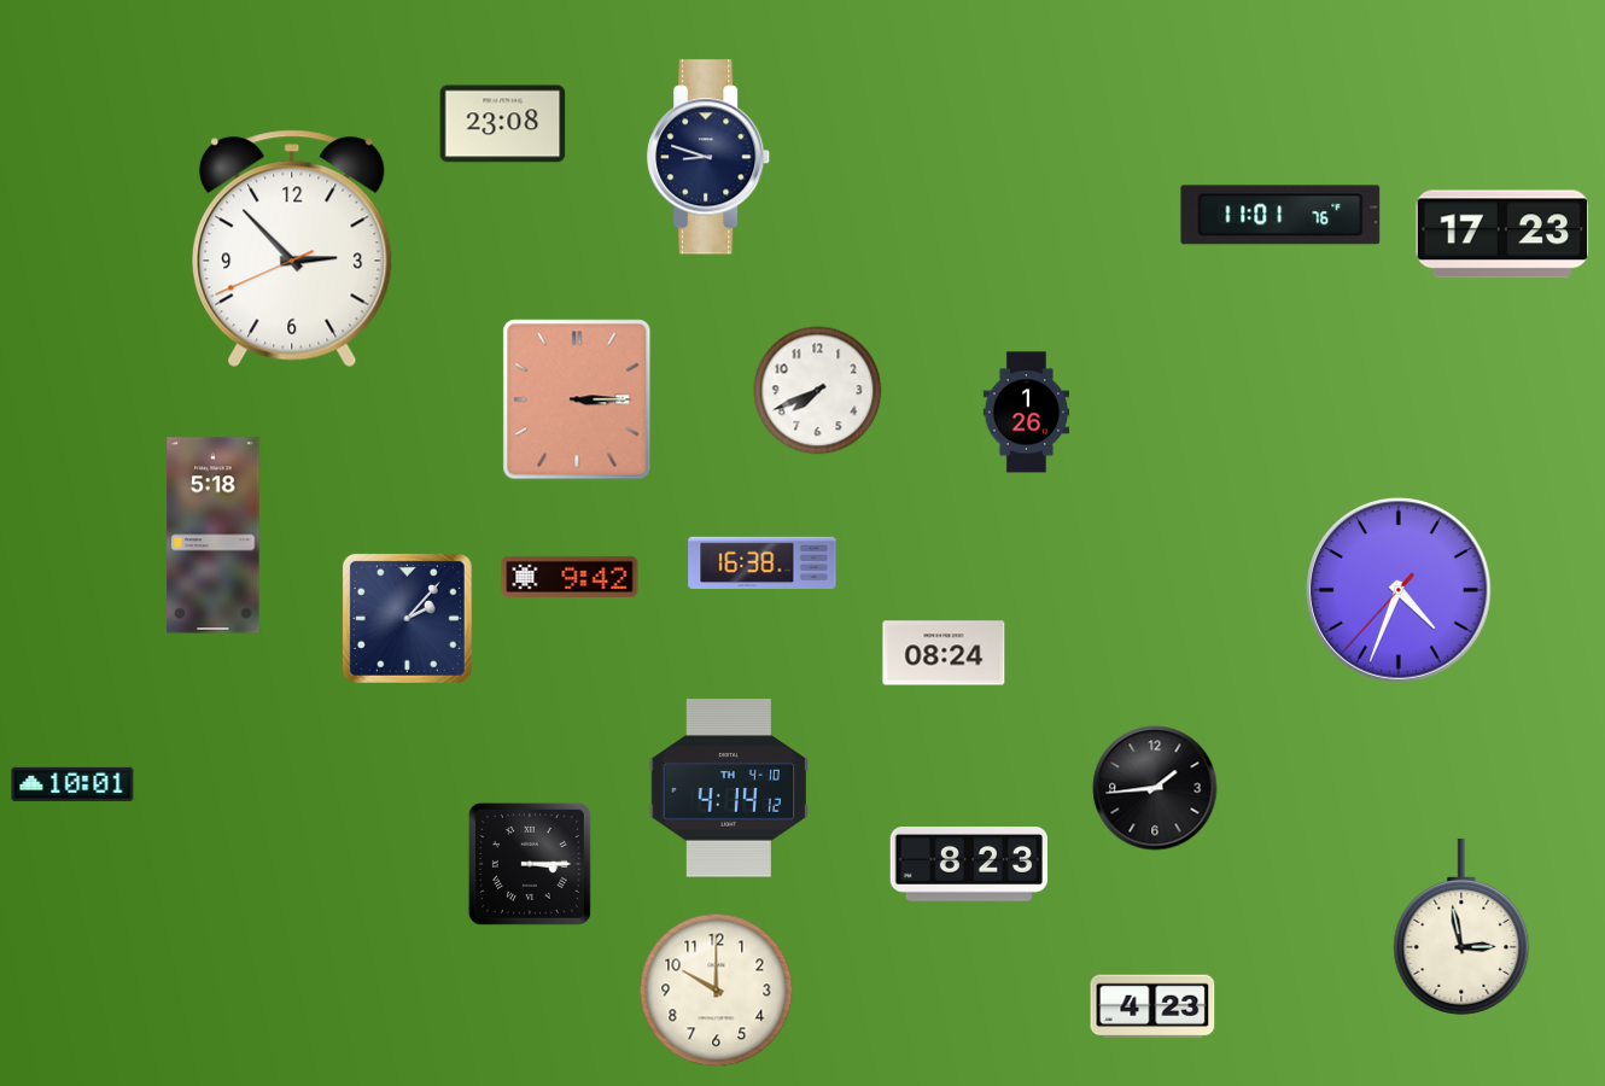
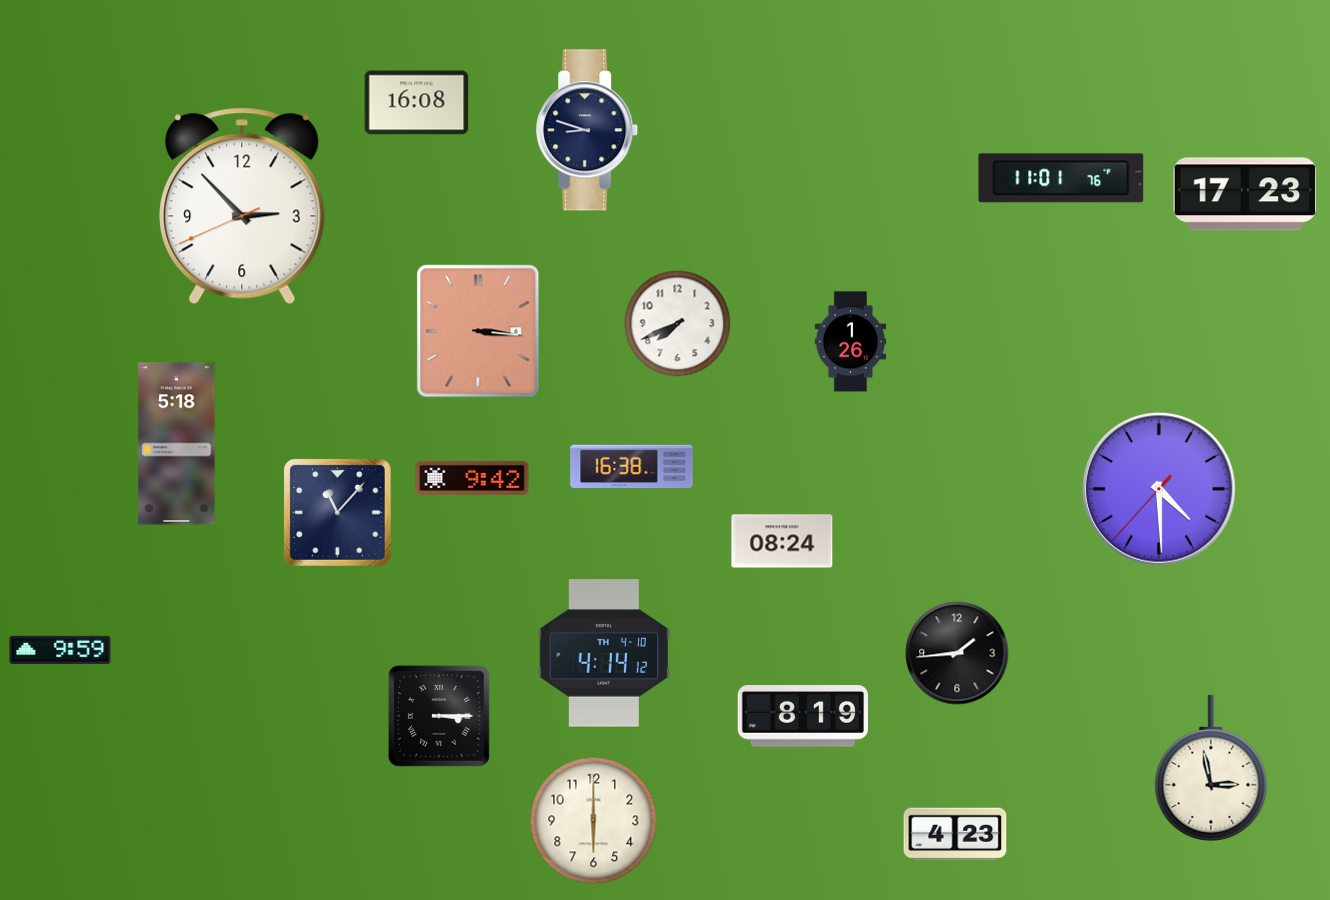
clock at (503, 124): 23:08 -> 16:08
clock at (577, 399): 3:15 -> 3:16
clock at (1400, 591): 4:33 -> 4:29
clock at (407, 618): 2:07 -> 11:07
clock at (72, 784): 10:01 -> 9:59
clock at (968, 865): 8:23 -> 8:19
clock at (717, 991): 10:00 -> 6:00
